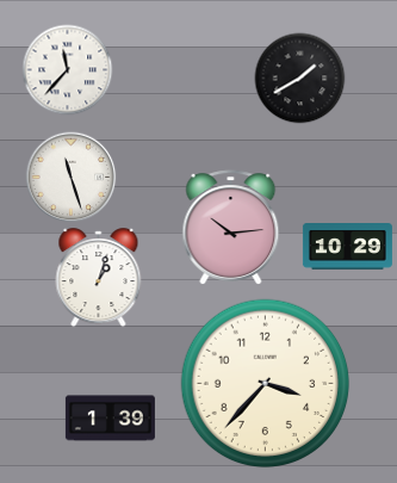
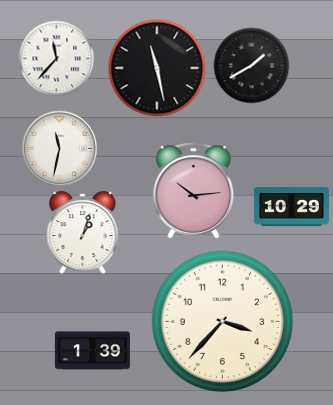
clock at (157, 68): none -> 11:28
clock at (72, 178): 11:27 -> 11:32
